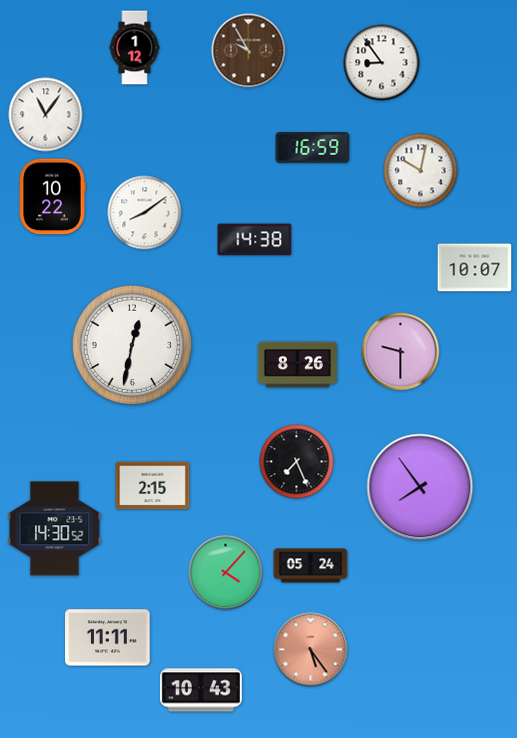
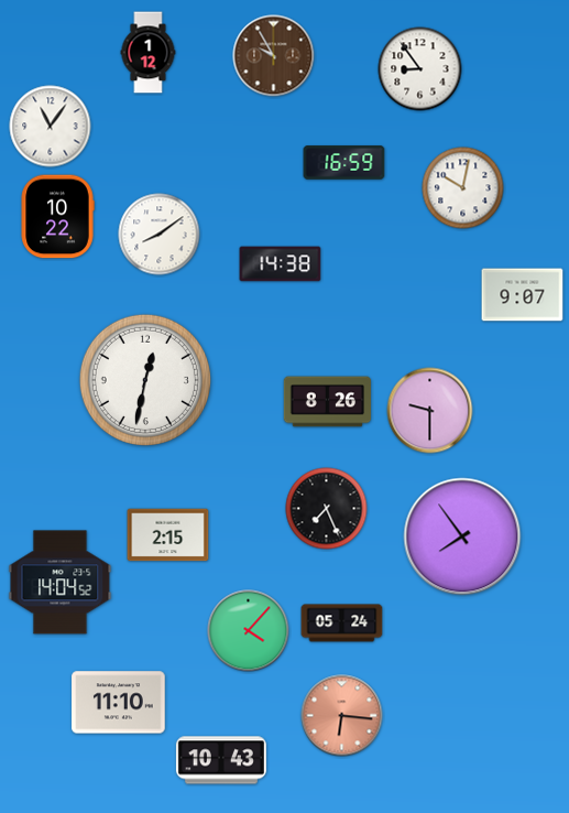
clock at (475, 268): 10:07 -> 9:07
clock at (401, 352) position: (401, 352) -> (430, 411)
clock at (55, 529): 14:30 -> 14:04
clock at (108, 638): 11:11 -> 11:10
clock at (311, 650): 5:24 -> 6:16
